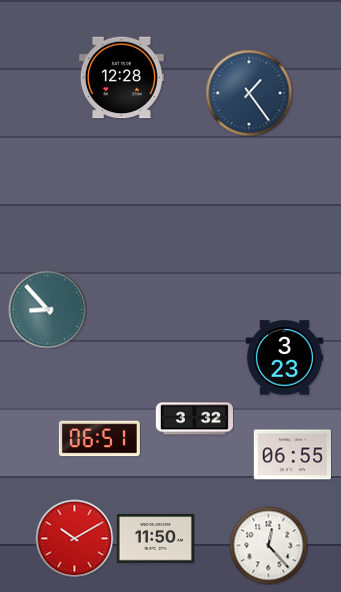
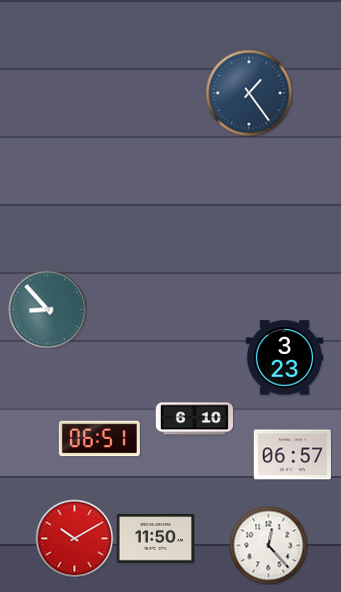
clock at (121, 78): 12:28 -> none
clock at (194, 419): 3:32 -> 6:10
clock at (292, 455): 06:55 -> 06:57
